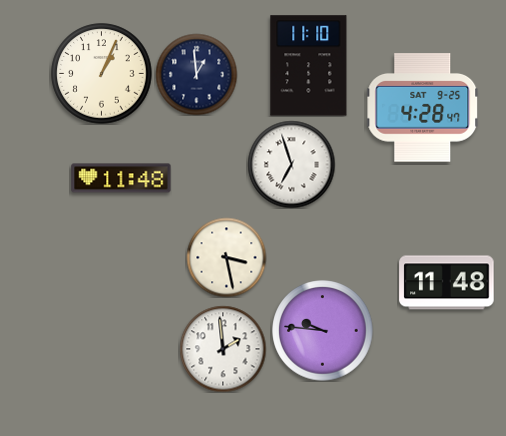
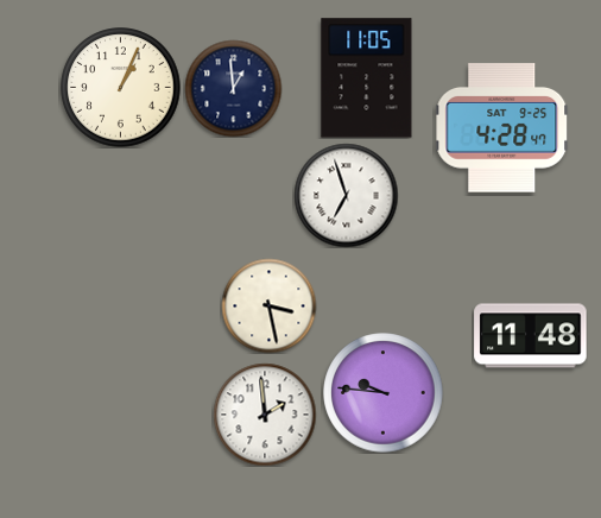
clock at (309, 66): 11:10 -> 11:05
clock at (121, 178): 11:48 -> none
